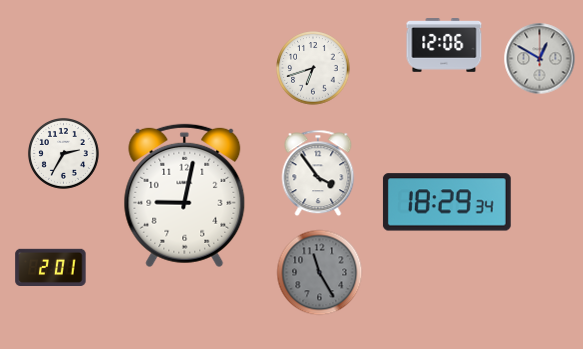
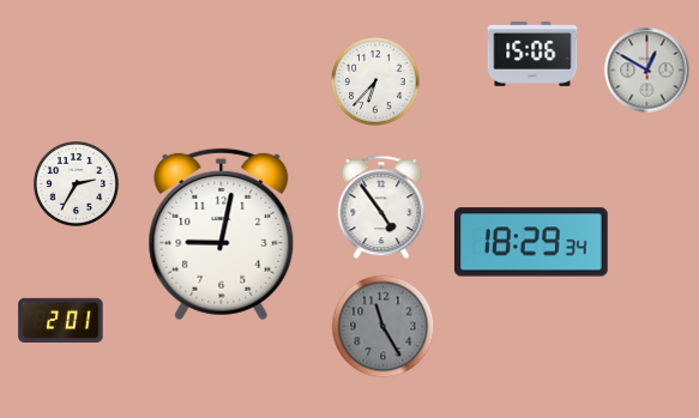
clock at (444, 45): 12:06 -> 15:06
clock at (313, 68): 6:42 -> 6:37
clock at (318, 173): 3:54 -> 4:54
clock at (447, 202) position: (447, 202) -> (531, 242)
